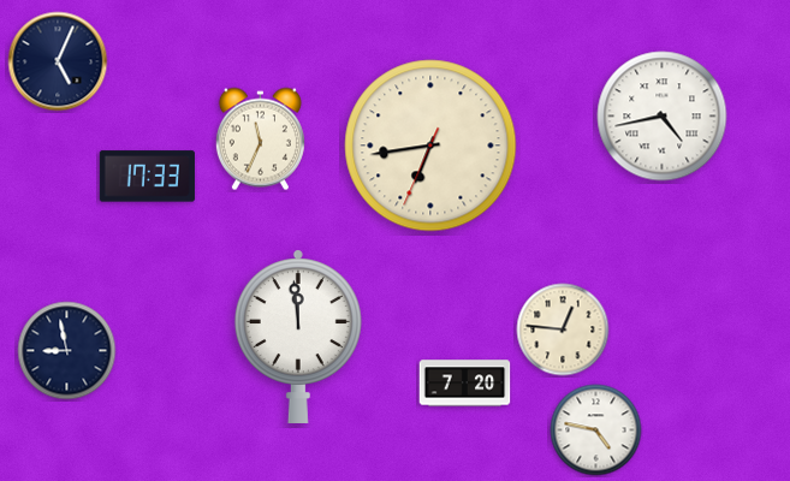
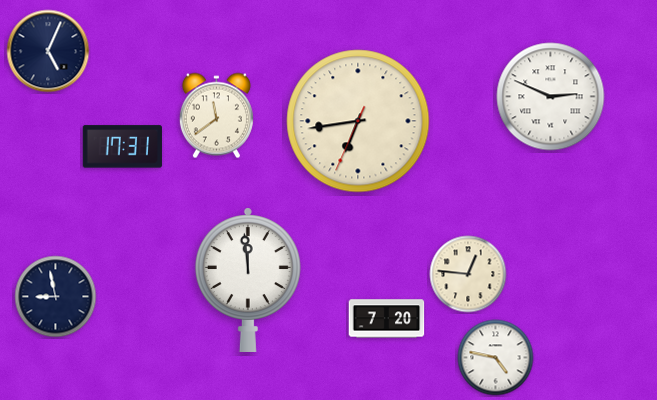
clock at (663, 117): 4:43 -> 2:49
clock at (260, 139): 11:34 -> 11:39
clock at (147, 177): 17:33 -> 17:31
clock at (67, 351) position: (67, 351) -> (56, 297)
